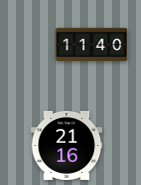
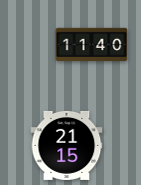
clock at (67, 145): 21:16 -> 21:15
